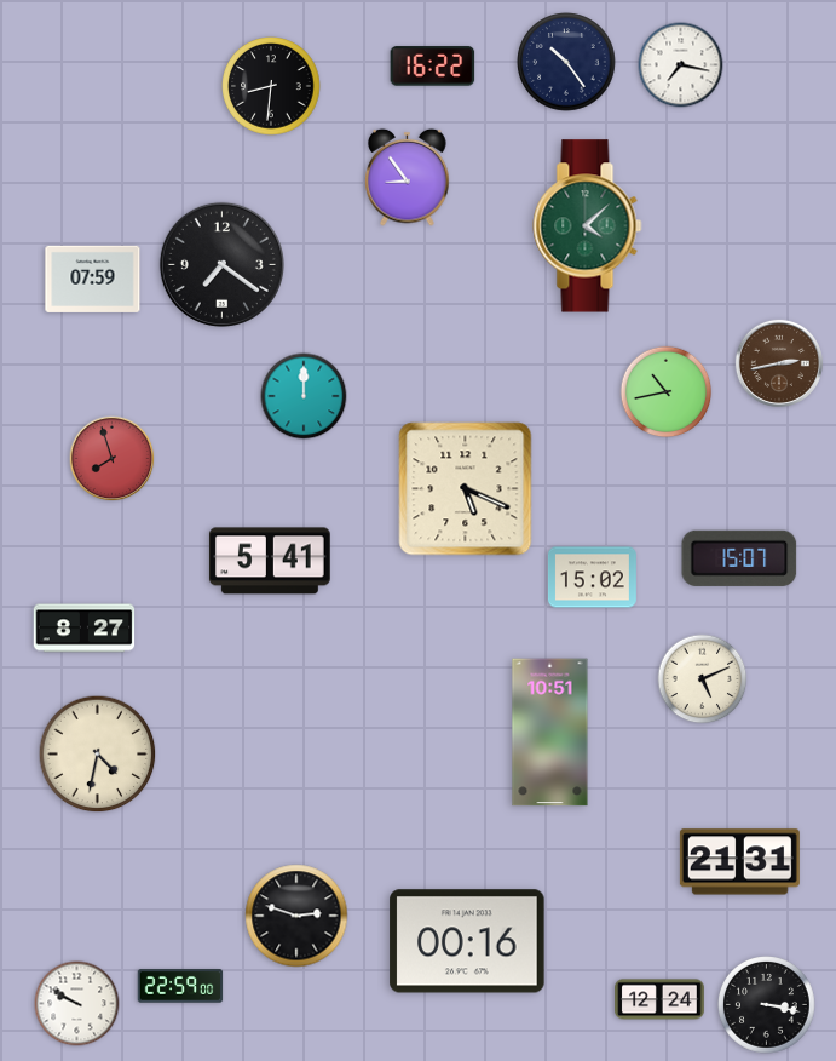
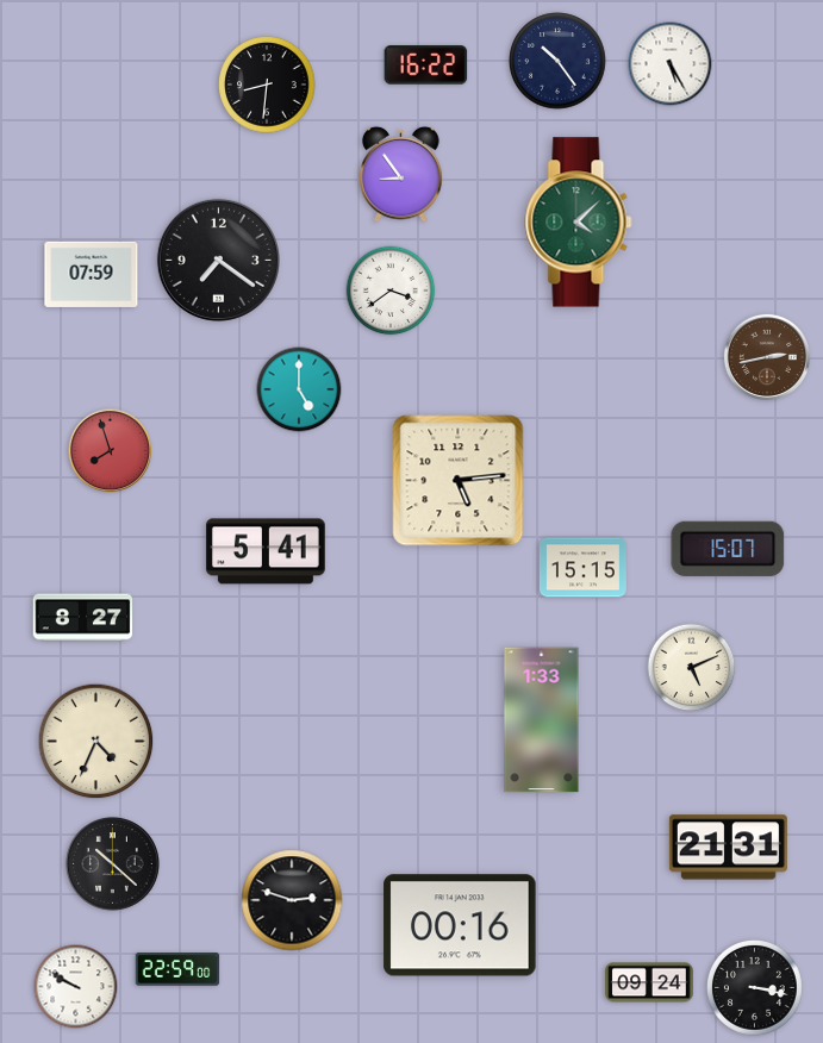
clock at (681, 65): 7:17 -> 5:25
clock at (391, 291): none -> 3:39
clock at (667, 392): 10:43 -> none
clock at (304, 396): 12:00 -> 5:00
clock at (466, 489): 5:19 -> 5:14
clock at (592, 578): 15:02 -> 15:15
clock at (550, 733): 10:51 -> 1:33
clock at (98, 755): 4:32 -> 4:34
clock at (113, 864): none -> 10:22
clock at (659, 999): 12:24 -> 09:24
